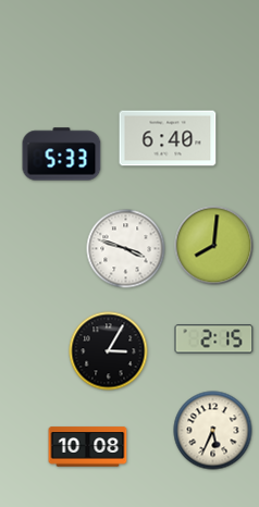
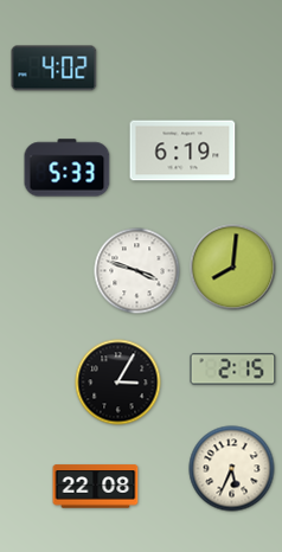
clock at (55, 69): none -> 4:02
clock at (168, 138): 6:40 -> 6:19
clock at (88, 447): 10:08 -> 22:08
